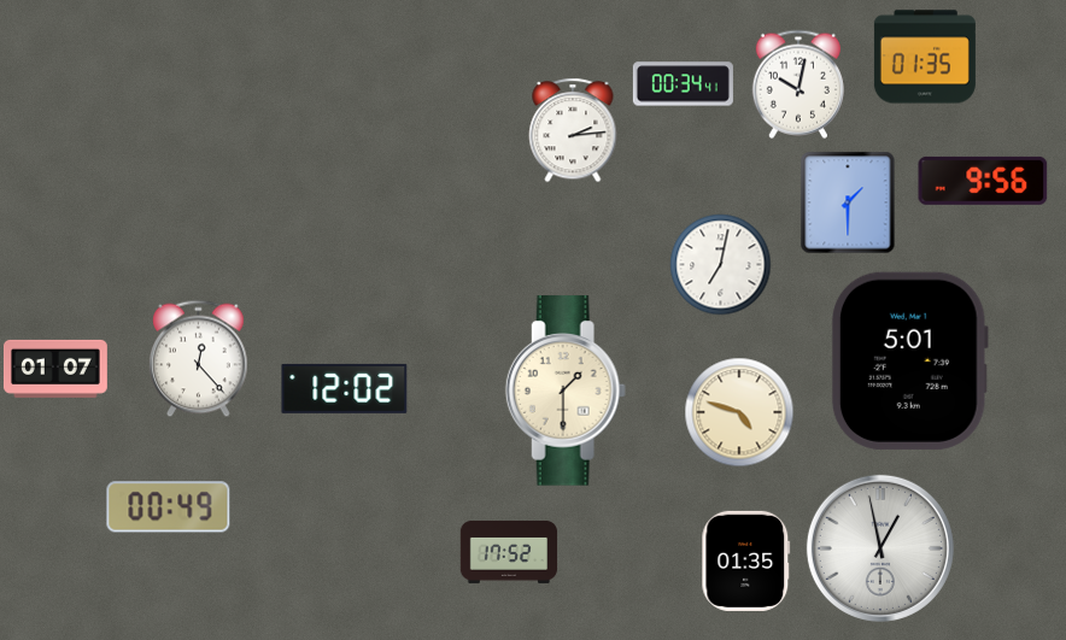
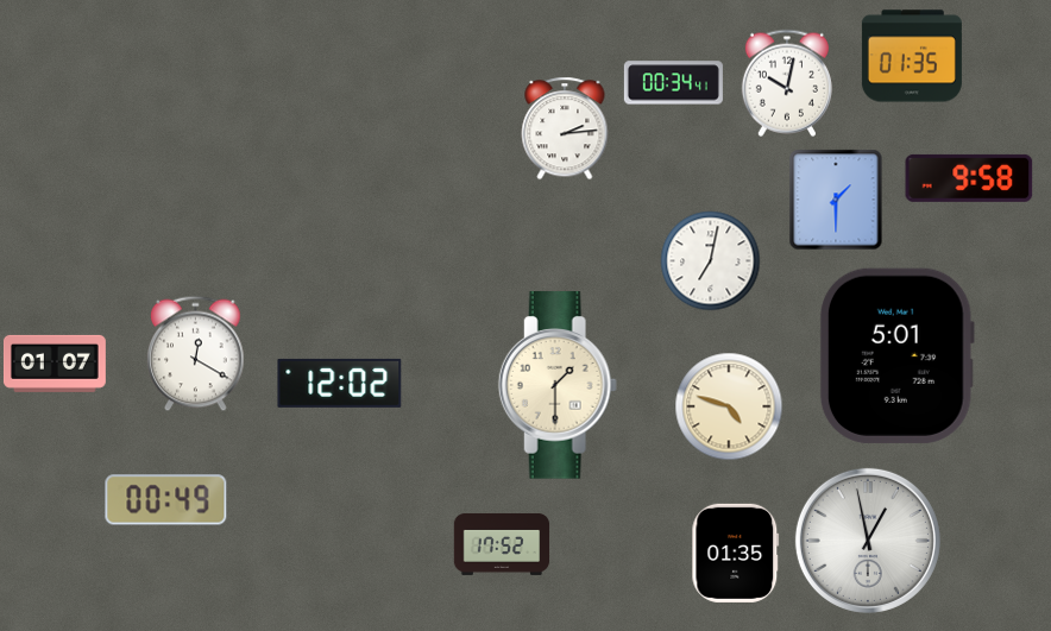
clock at (983, 181): 9:56 -> 9:58
clock at (199, 359): 12:23 -> 12:20
